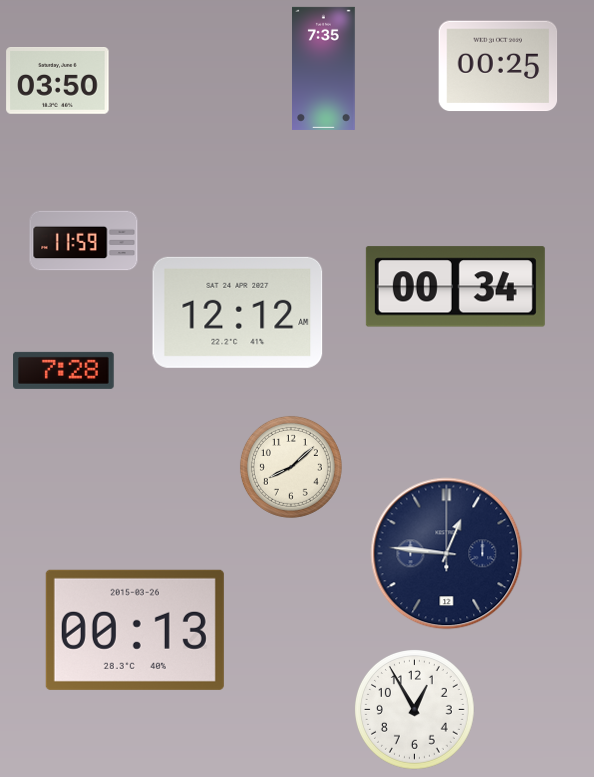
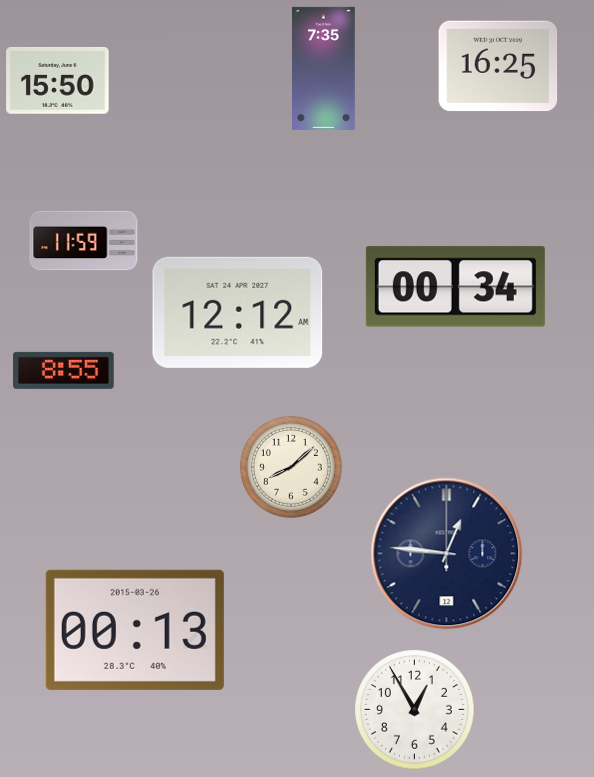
clock at (498, 66): 00:25 -> 16:25
clock at (58, 81): 03:50 -> 15:50
clock at (64, 370): 7:28 -> 8:55
